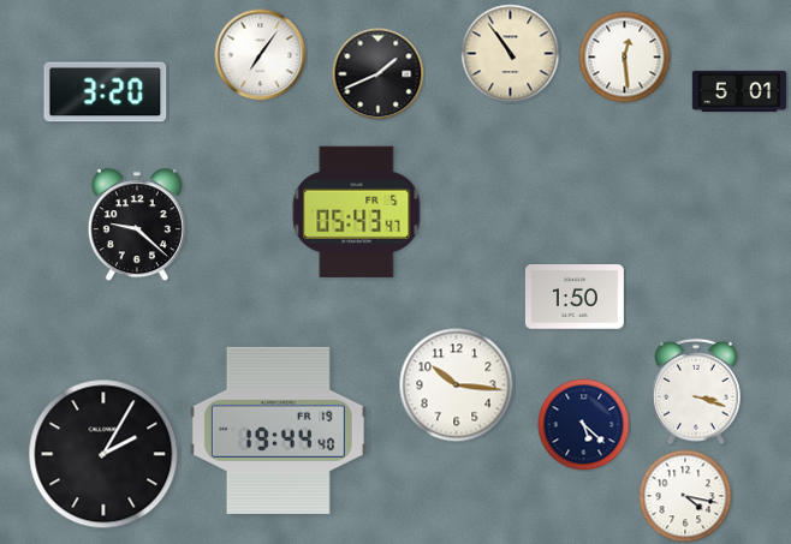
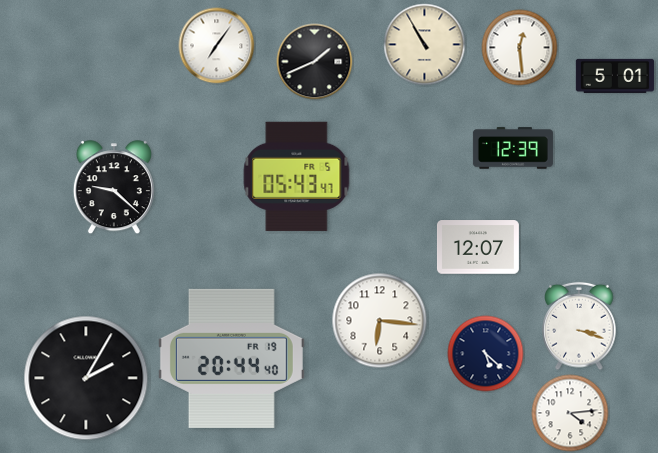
clock at (511, 54): 10:54 -> 10:55
clock at (106, 92): 3:20 -> none
clock at (513, 148): none -> 12:39
clock at (575, 297): 1:50 -> 12:07
clock at (457, 385): 10:16 -> 6:16
clock at (278, 430): 19:44 -> 20:44
clock at (685, 496): 4:17 -> 4:14
